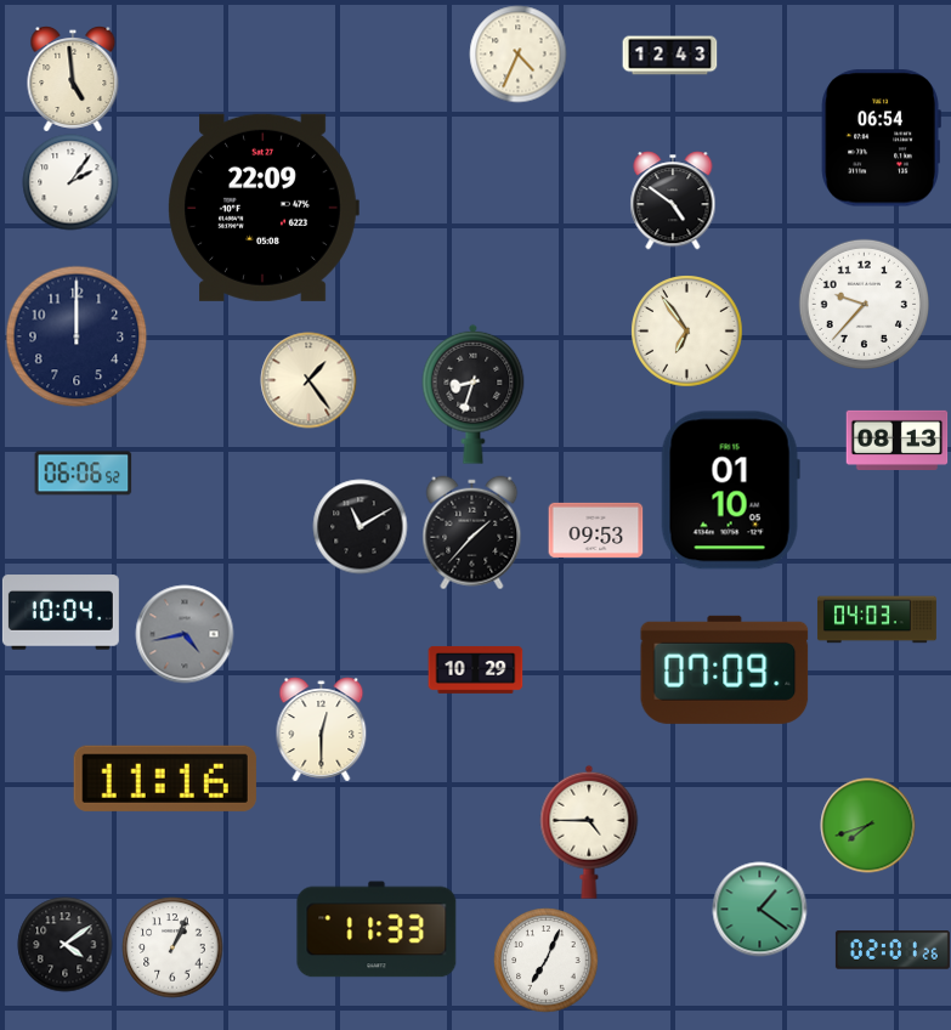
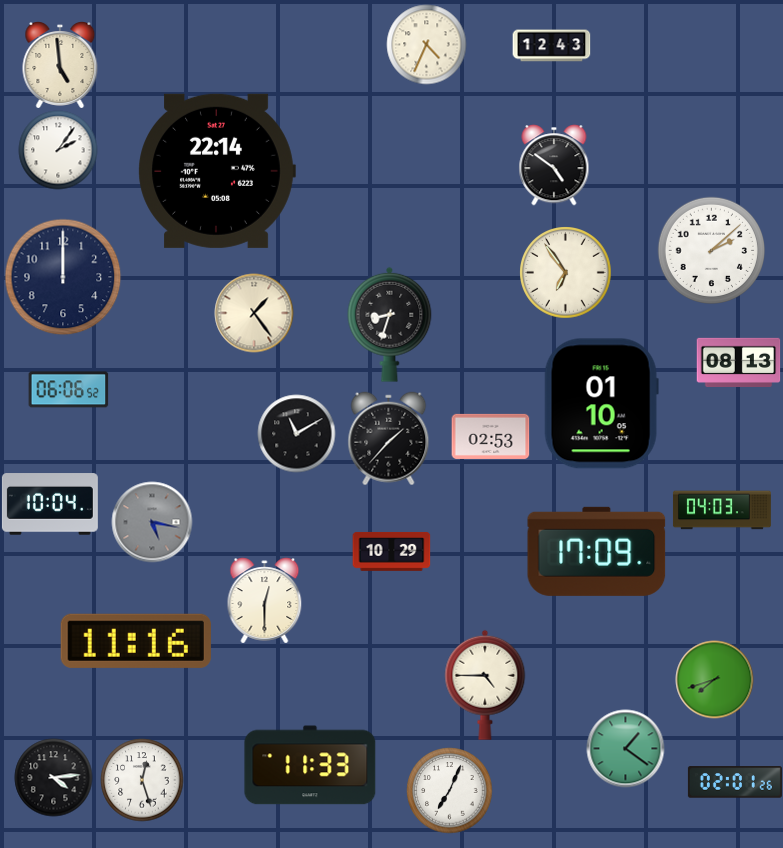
clock at (881, 138): 06:54 -> none
clock at (264, 208): 22:09 -> 22:14
clock at (864, 304): 9:37 -> 2:08
clock at (595, 530): 09:53 -> 02:53
clock at (185, 634): 4:43 -> 5:17
clock at (725, 669): 07:09 -> 17:09
clock at (64, 944): 4:09 -> 4:14
clock at (172, 947): 1:04 -> 12:27
